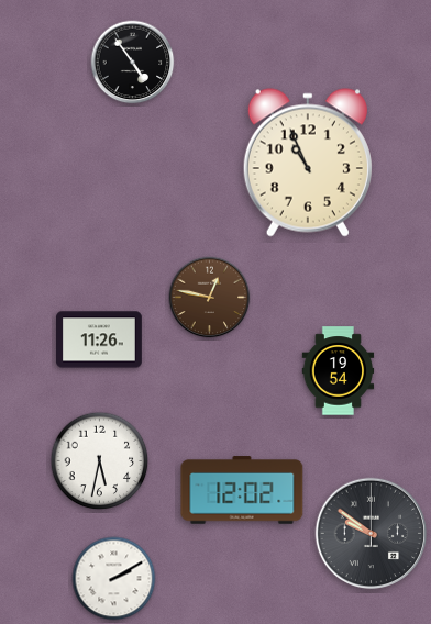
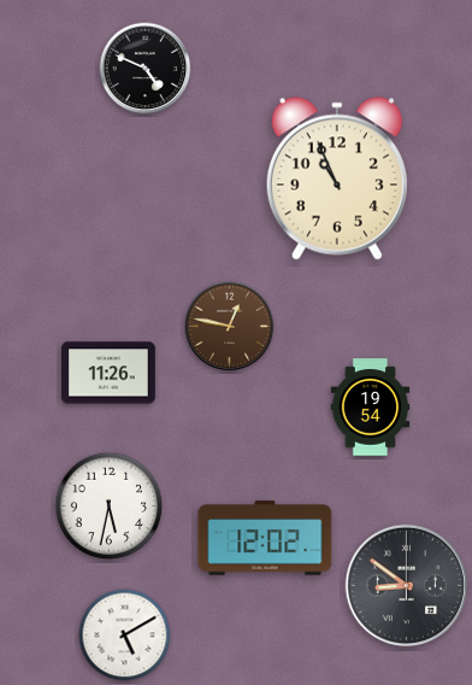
clock at (133, 63): 4:54 -> 4:49
clock at (372, 534): 9:51 -> 8:51
clock at (114, 579): 2:10 -> 5:10
